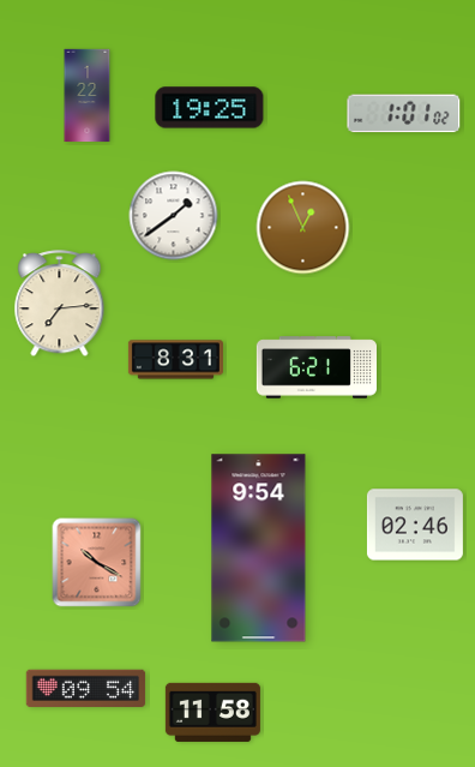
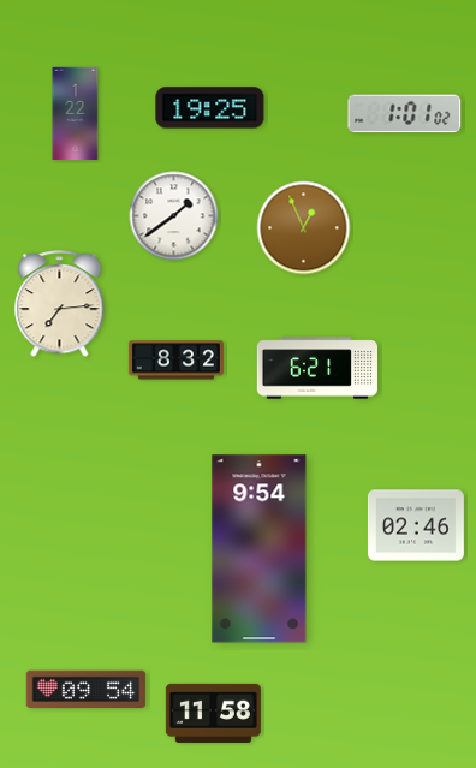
clock at (88, 96) position: (88, 96) -> (76, 114)
clock at (175, 360): 8:31 -> 8:32
clock at (97, 563): 10:20 -> none
